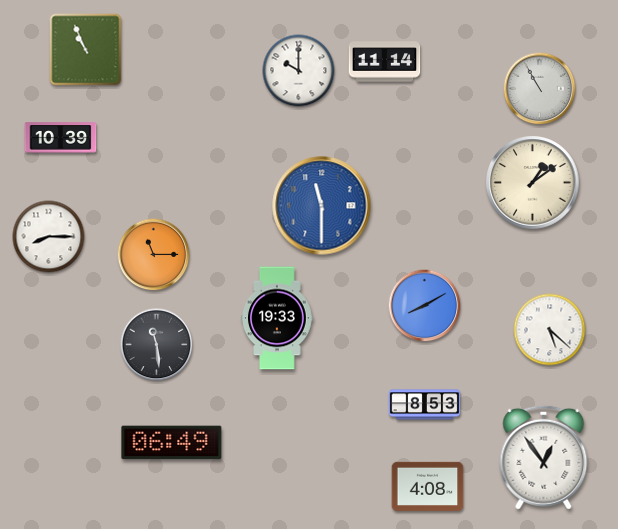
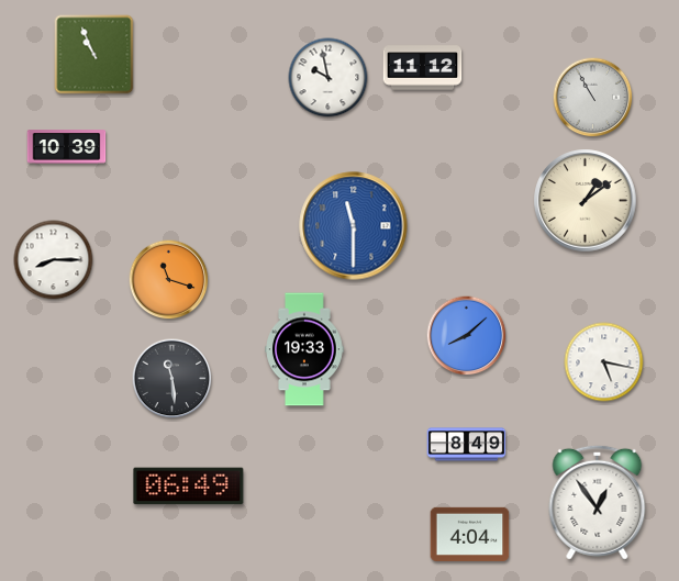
clock at (385, 62): 11:14 -> 11:12
clock at (299, 71): 10:00 -> 9:58
clock at (61, 138) position: (61, 138) -> (67, 147)
clock at (154, 255): 11:15 -> 11:18
clock at (425, 306): 8:10 -> 8:08
clock at (550, 330): 5:22 -> 5:17
clock at (425, 405): 8:53 -> 8:49
clock at (428, 486): 4:08 -> 4:04
